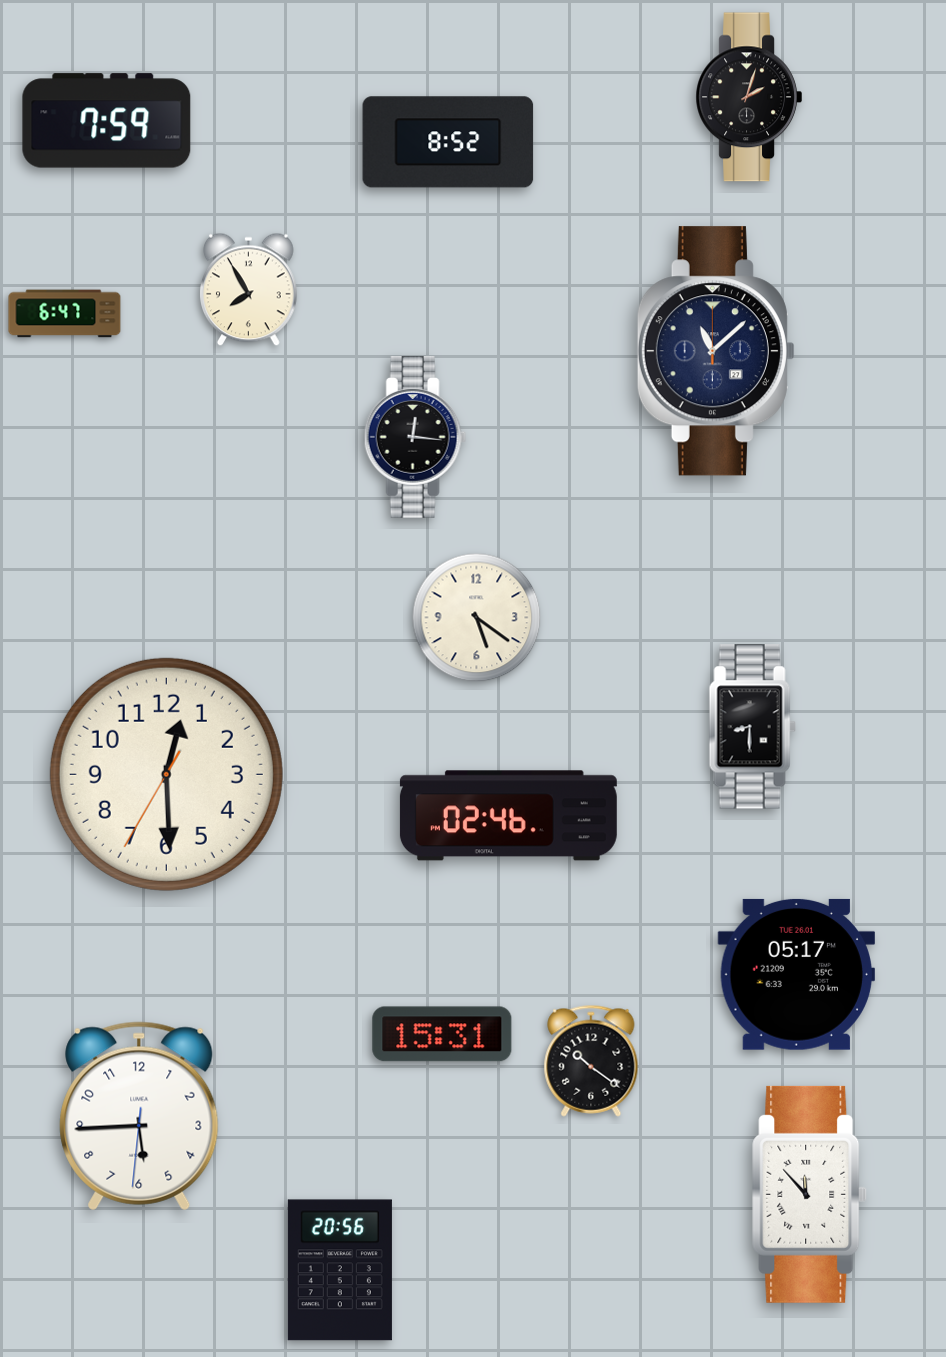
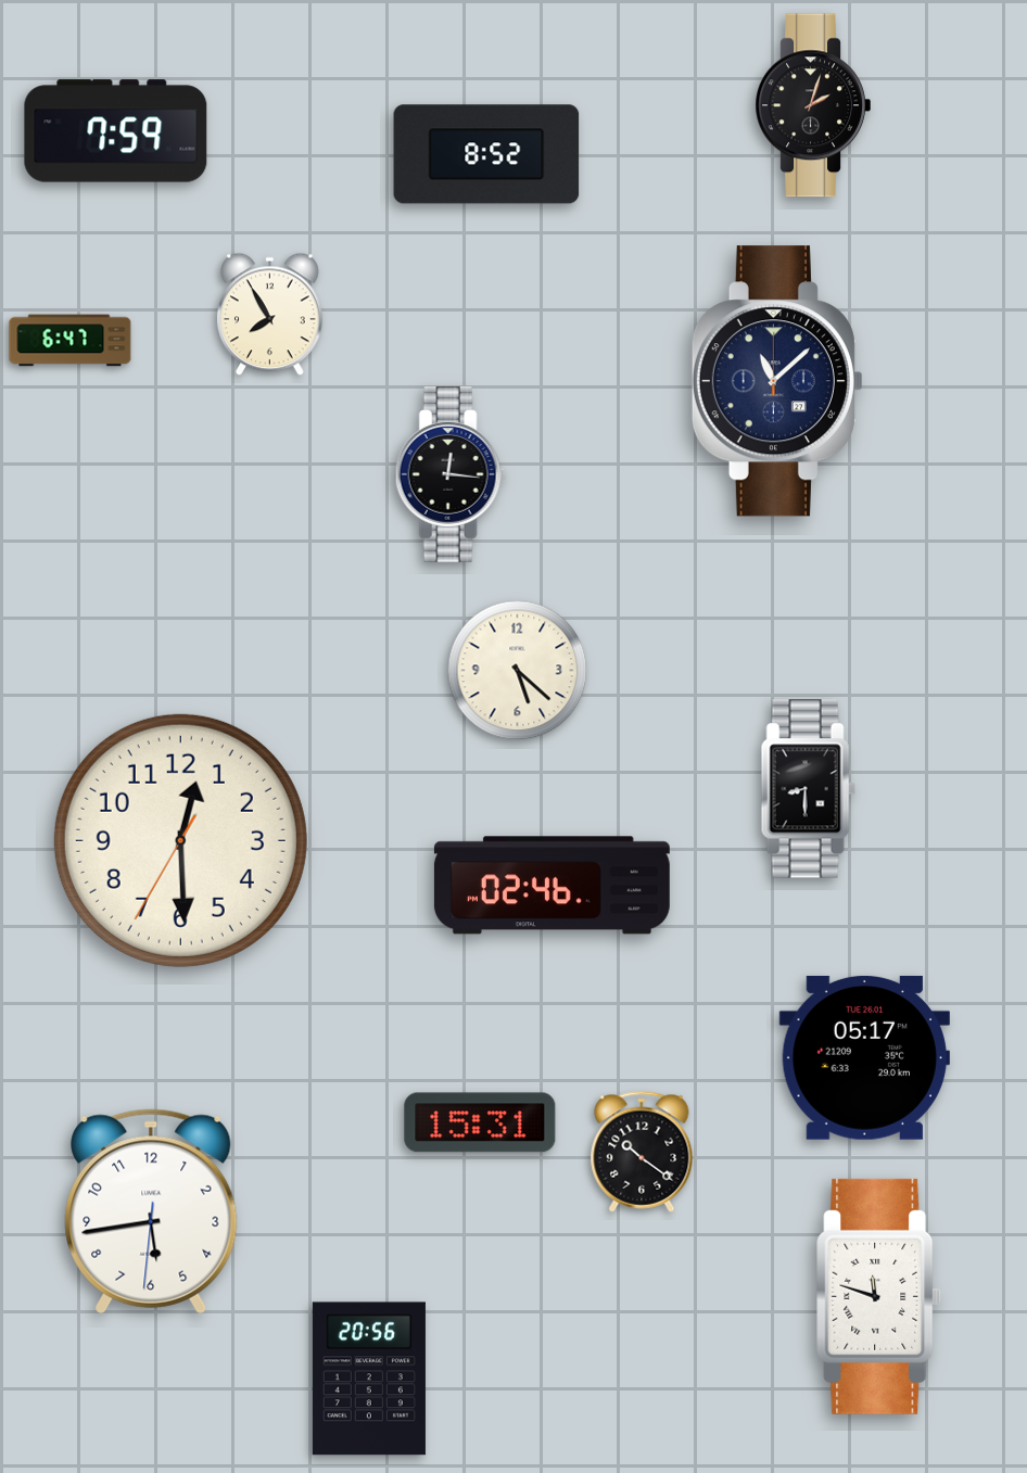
clock at (477, 618): 5:21 -> 5:22
clock at (752, 727) position: (752, 727) -> (808, 789)
clock at (139, 1116): 5:44 -> 5:43
clock at (810, 1194): 11:53 -> 11:48
